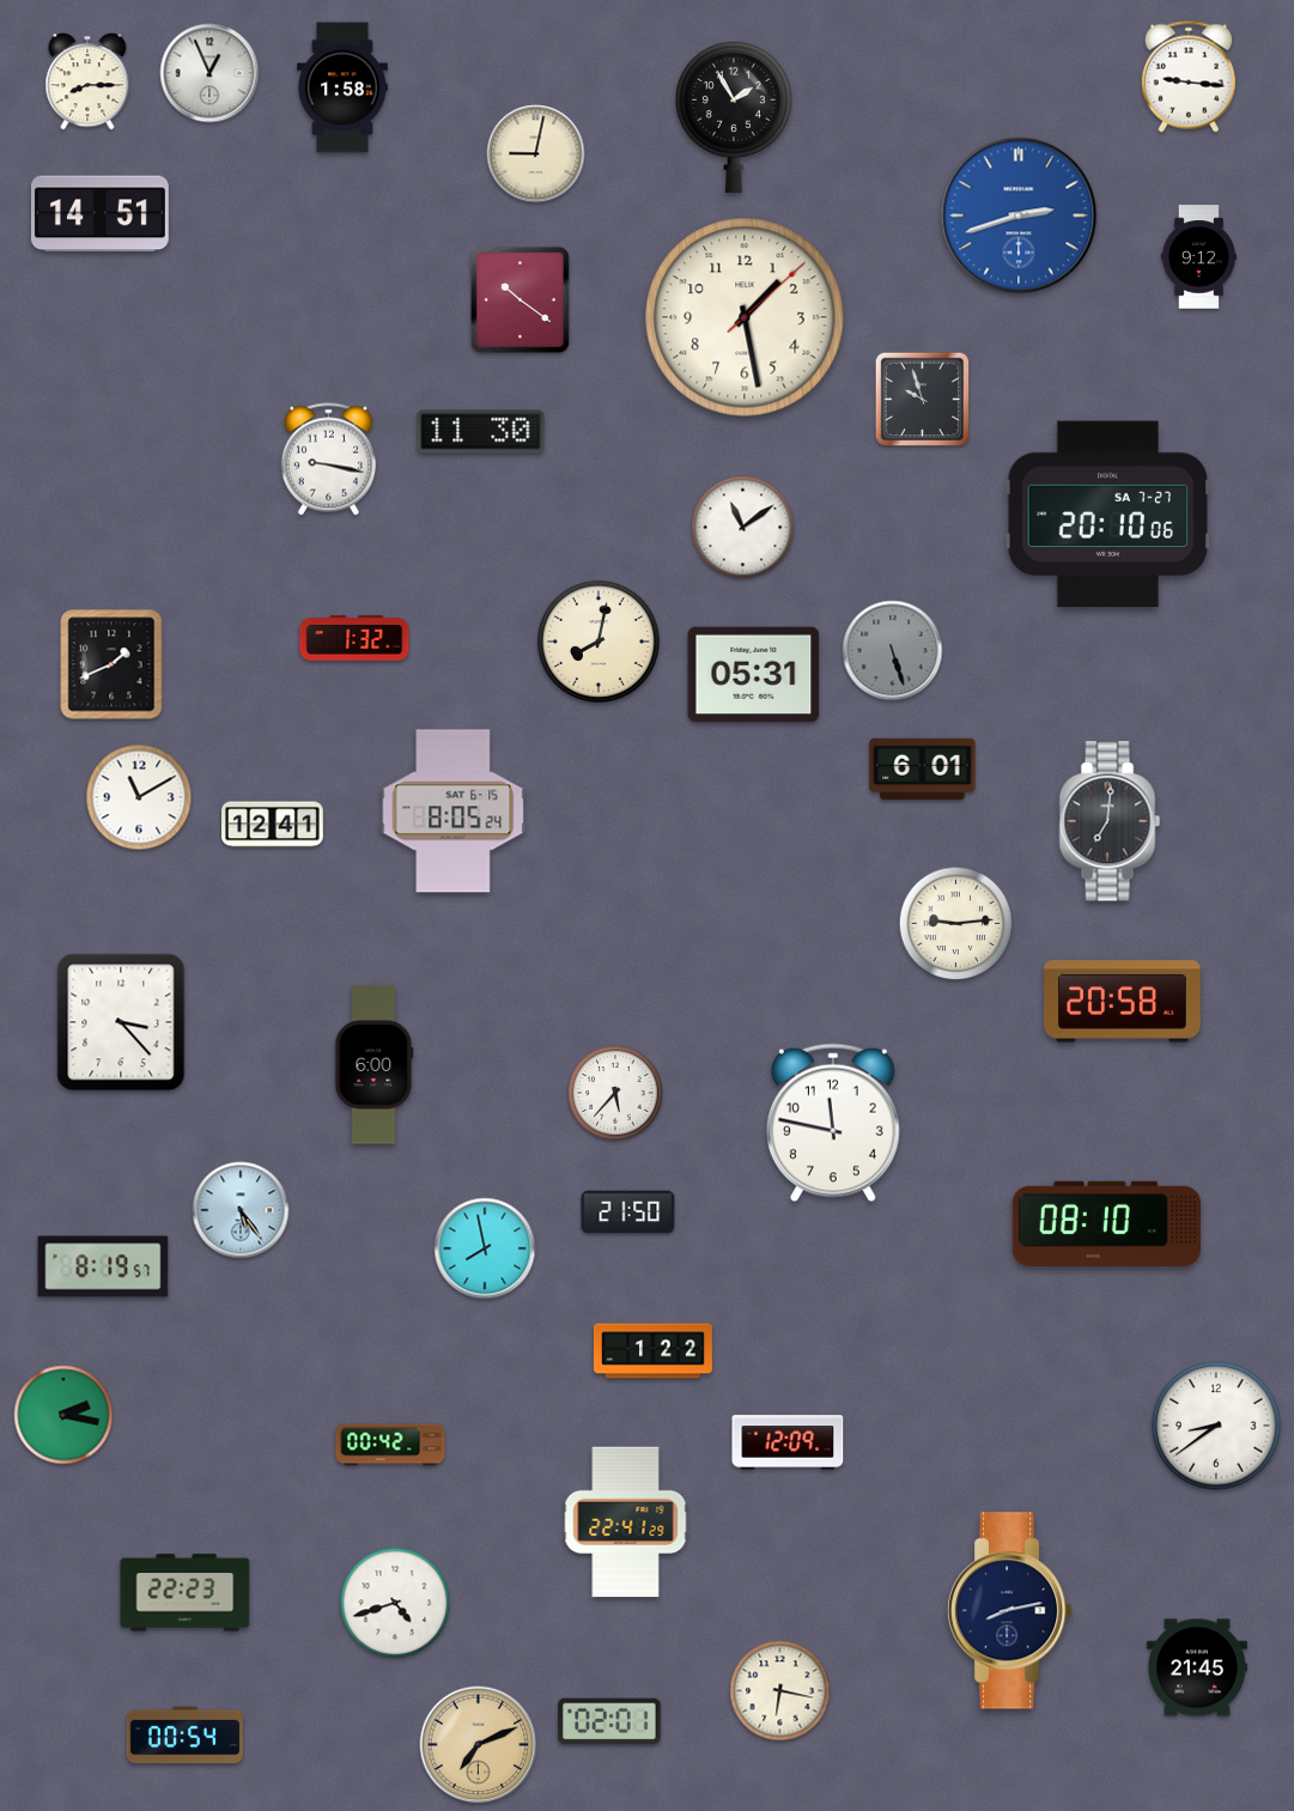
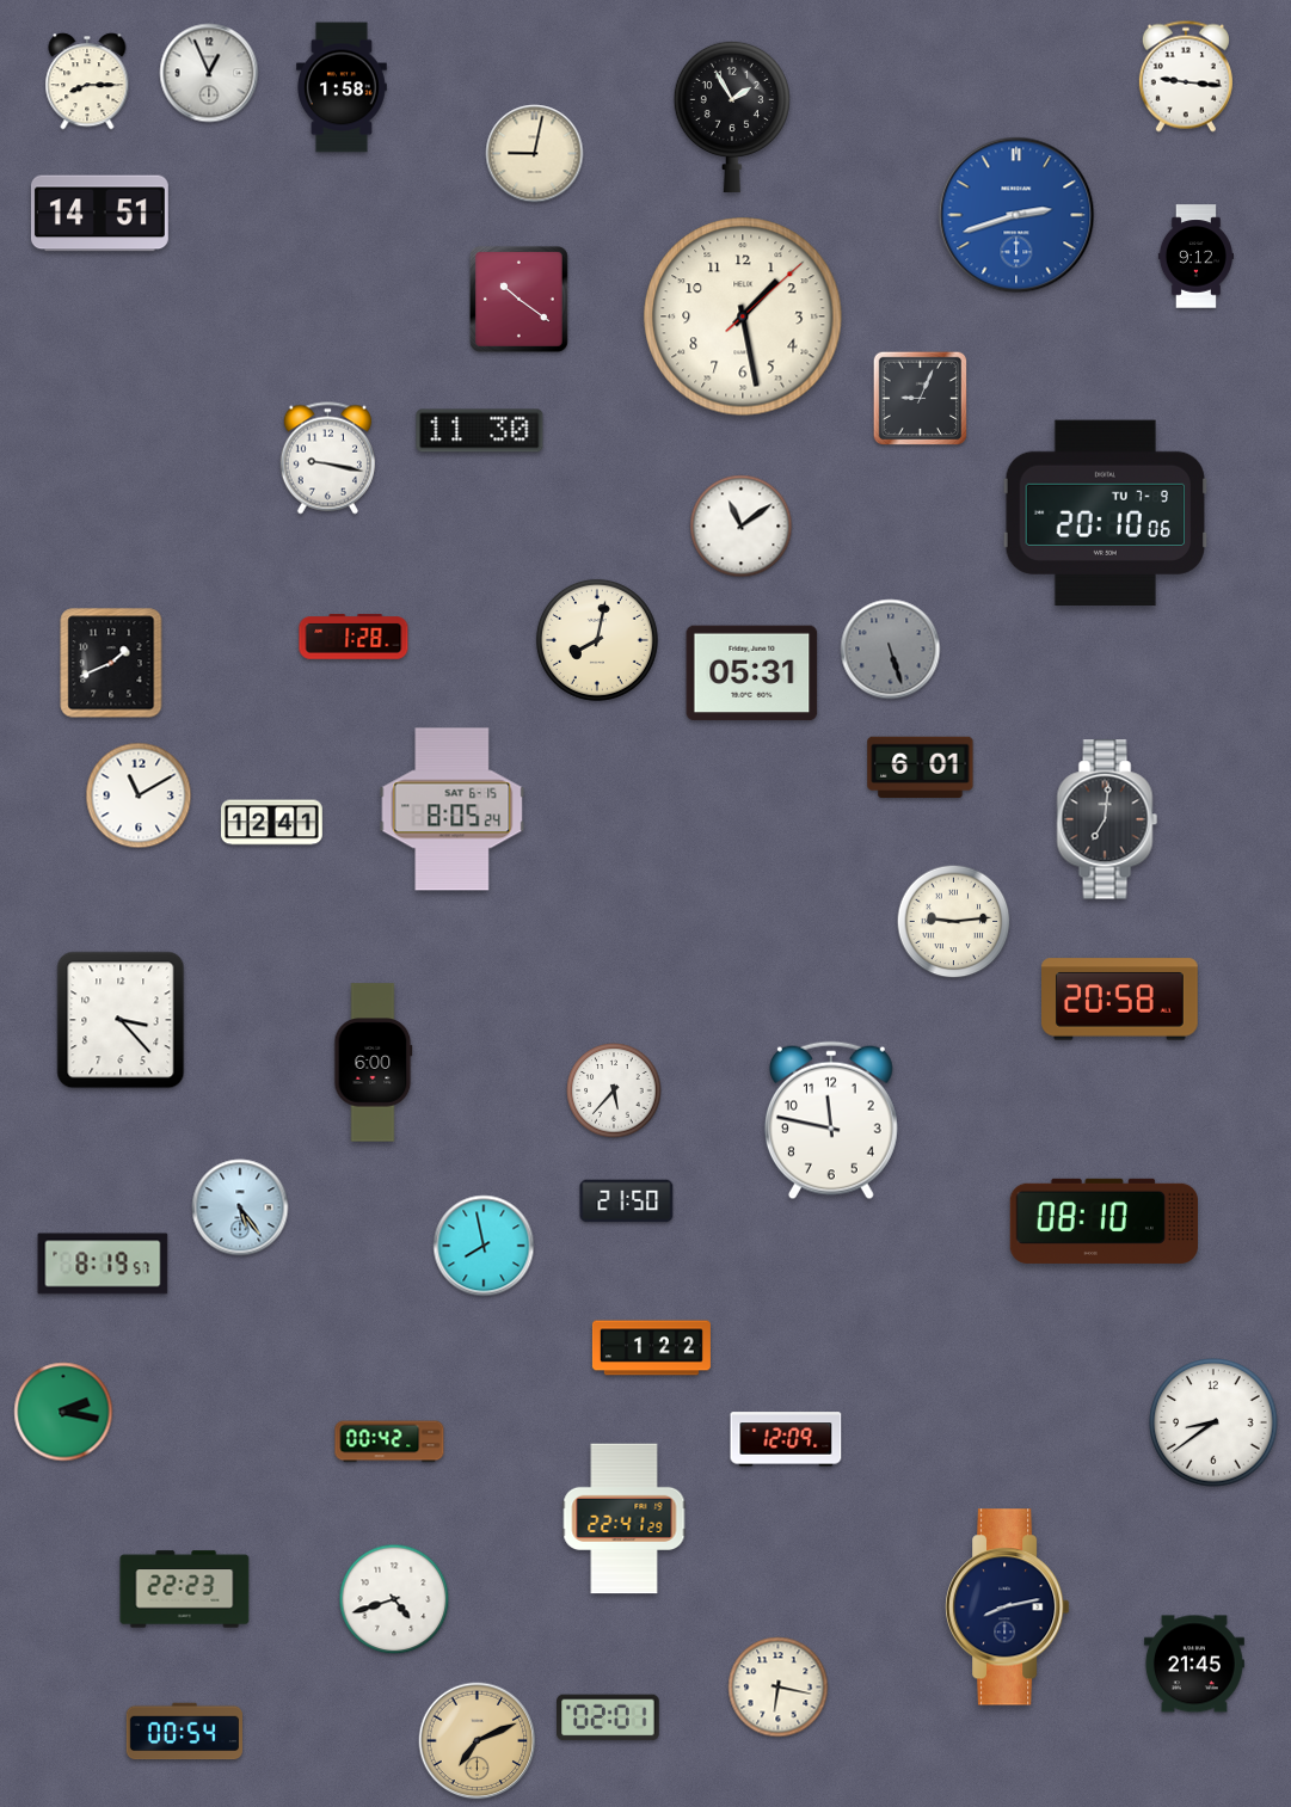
clock at (922, 399): 9:57 -> 9:04
clock at (1108, 515) date: SA 7-27 -> TU 7-9
clock at (354, 638): 1:32 -> 1:28
clock at (628, 1213) position: (628, 1213) -> (627, 1201)
